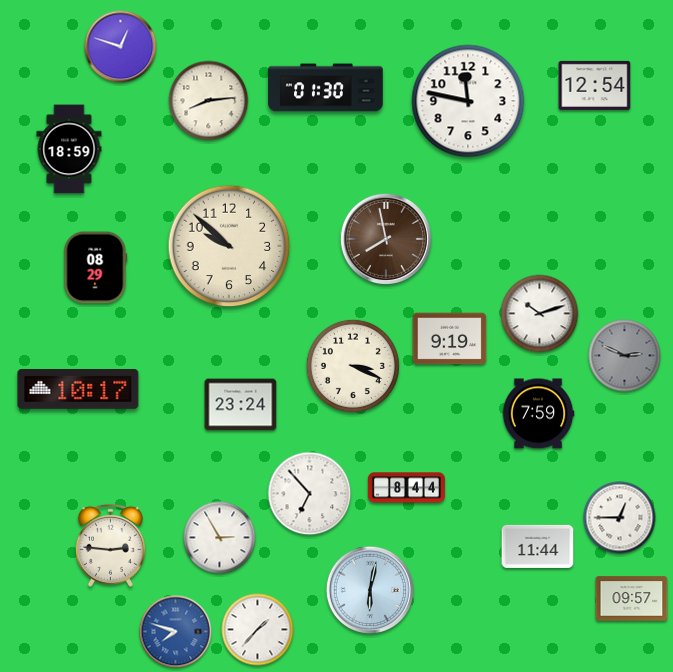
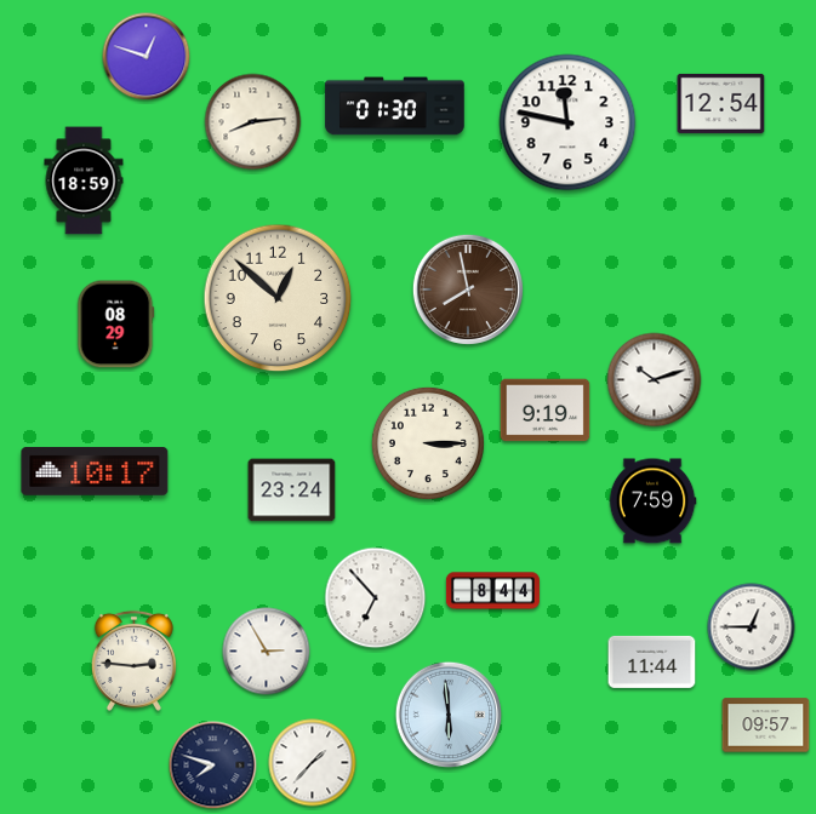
clock at (229, 246): 9:52 -> 12:52
clock at (625, 356): 2:49 -> none
clock at (353, 366): 3:19 -> 3:15
clock at (370, 590): 6:02 -> 5:59
clock at (176, 632) dial: blue -> navy
